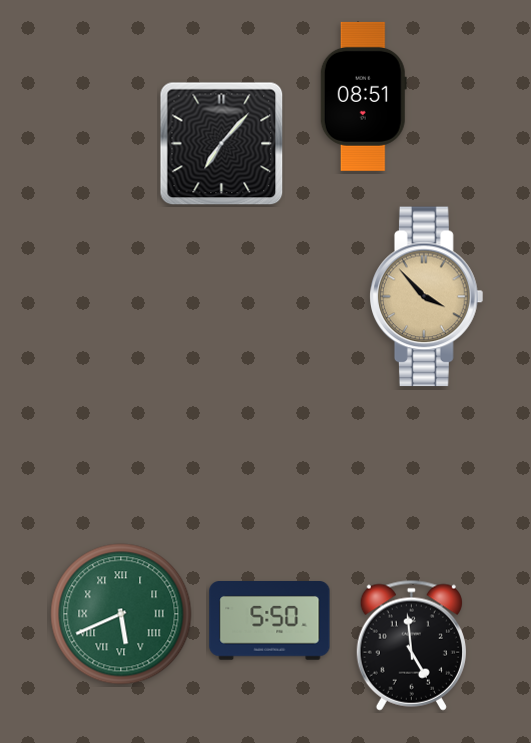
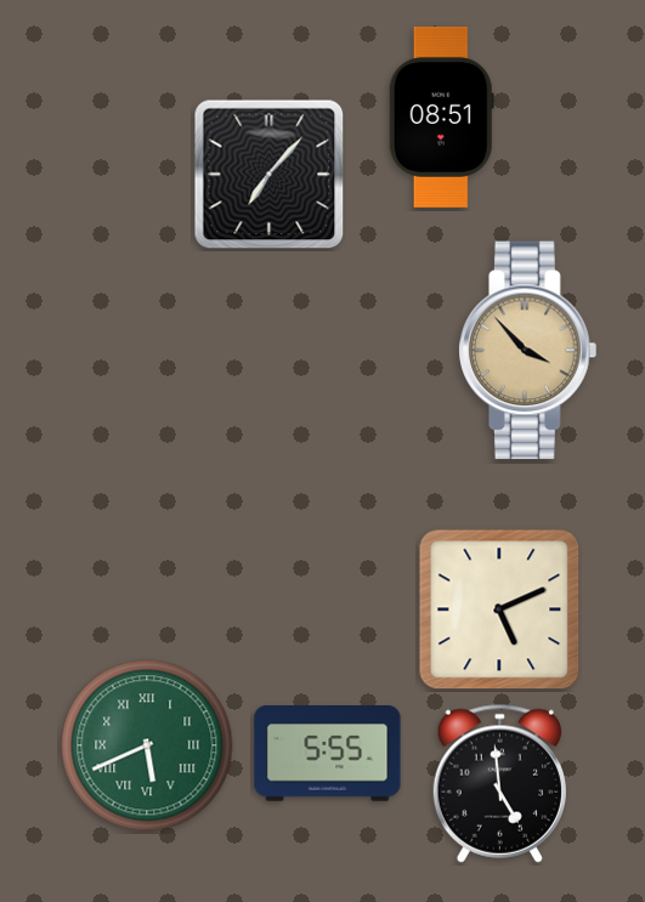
clock at (427, 297) position: (427, 297) -> (528, 351)
clock at (499, 609): none -> 5:11
clock at (270, 621): 5:50 -> 5:55
